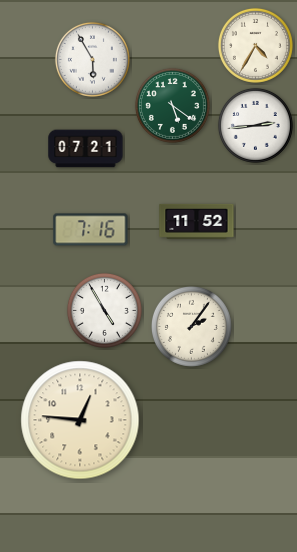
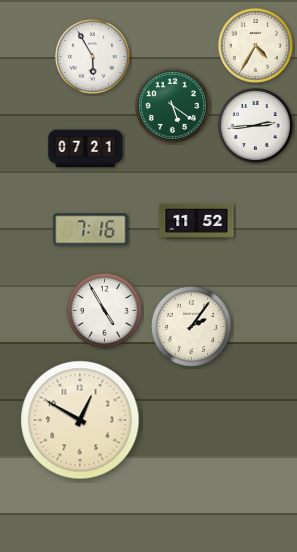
clock at (92, 59) position: (92, 59) -> (92, 56)
clock at (80, 420): 12:46 -> 12:50
